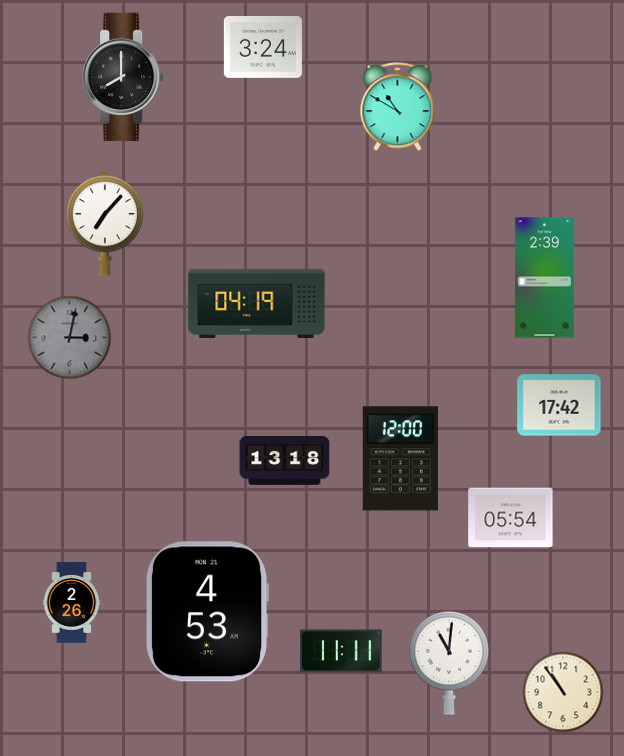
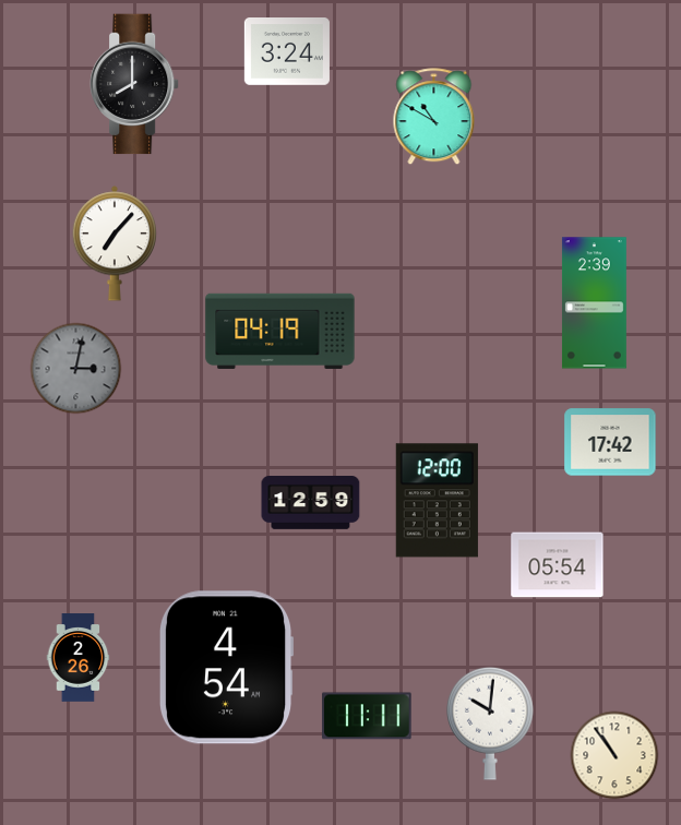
clock at (285, 461): 13:18 -> 12:59
clock at (207, 612): 4:53 -> 4:54
clock at (341, 651) position: (341, 651) -> (367, 716)
clock at (449, 663): 11:01 -> 10:01
